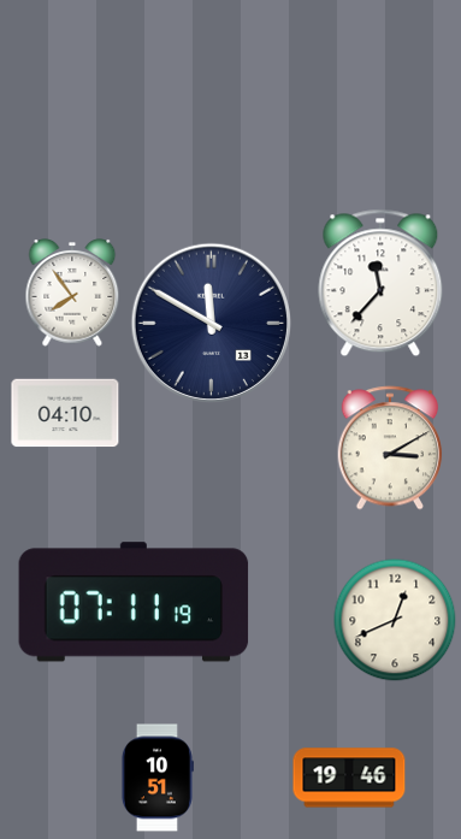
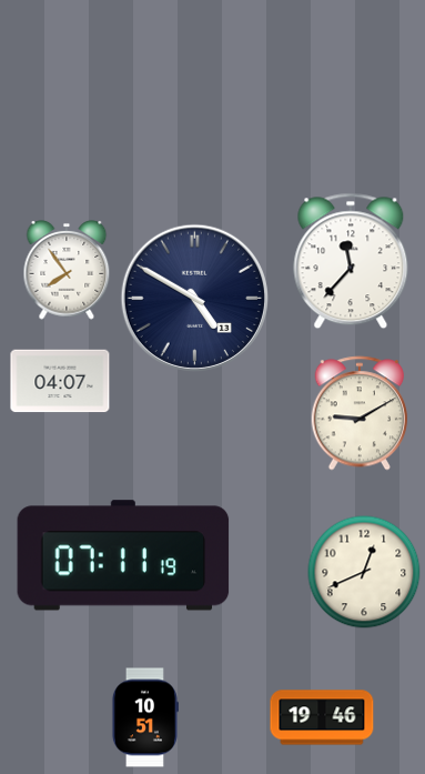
clock at (211, 323): 11:50 -> 4:50
clock at (65, 413): 04:10 -> 04:07
clock at (390, 448): 3:10 -> 9:10
